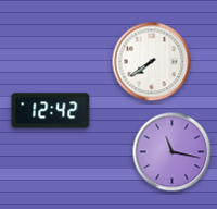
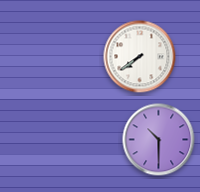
clock at (51, 111): 12:42 -> none
clock at (173, 152): 11:17 -> 10:30
